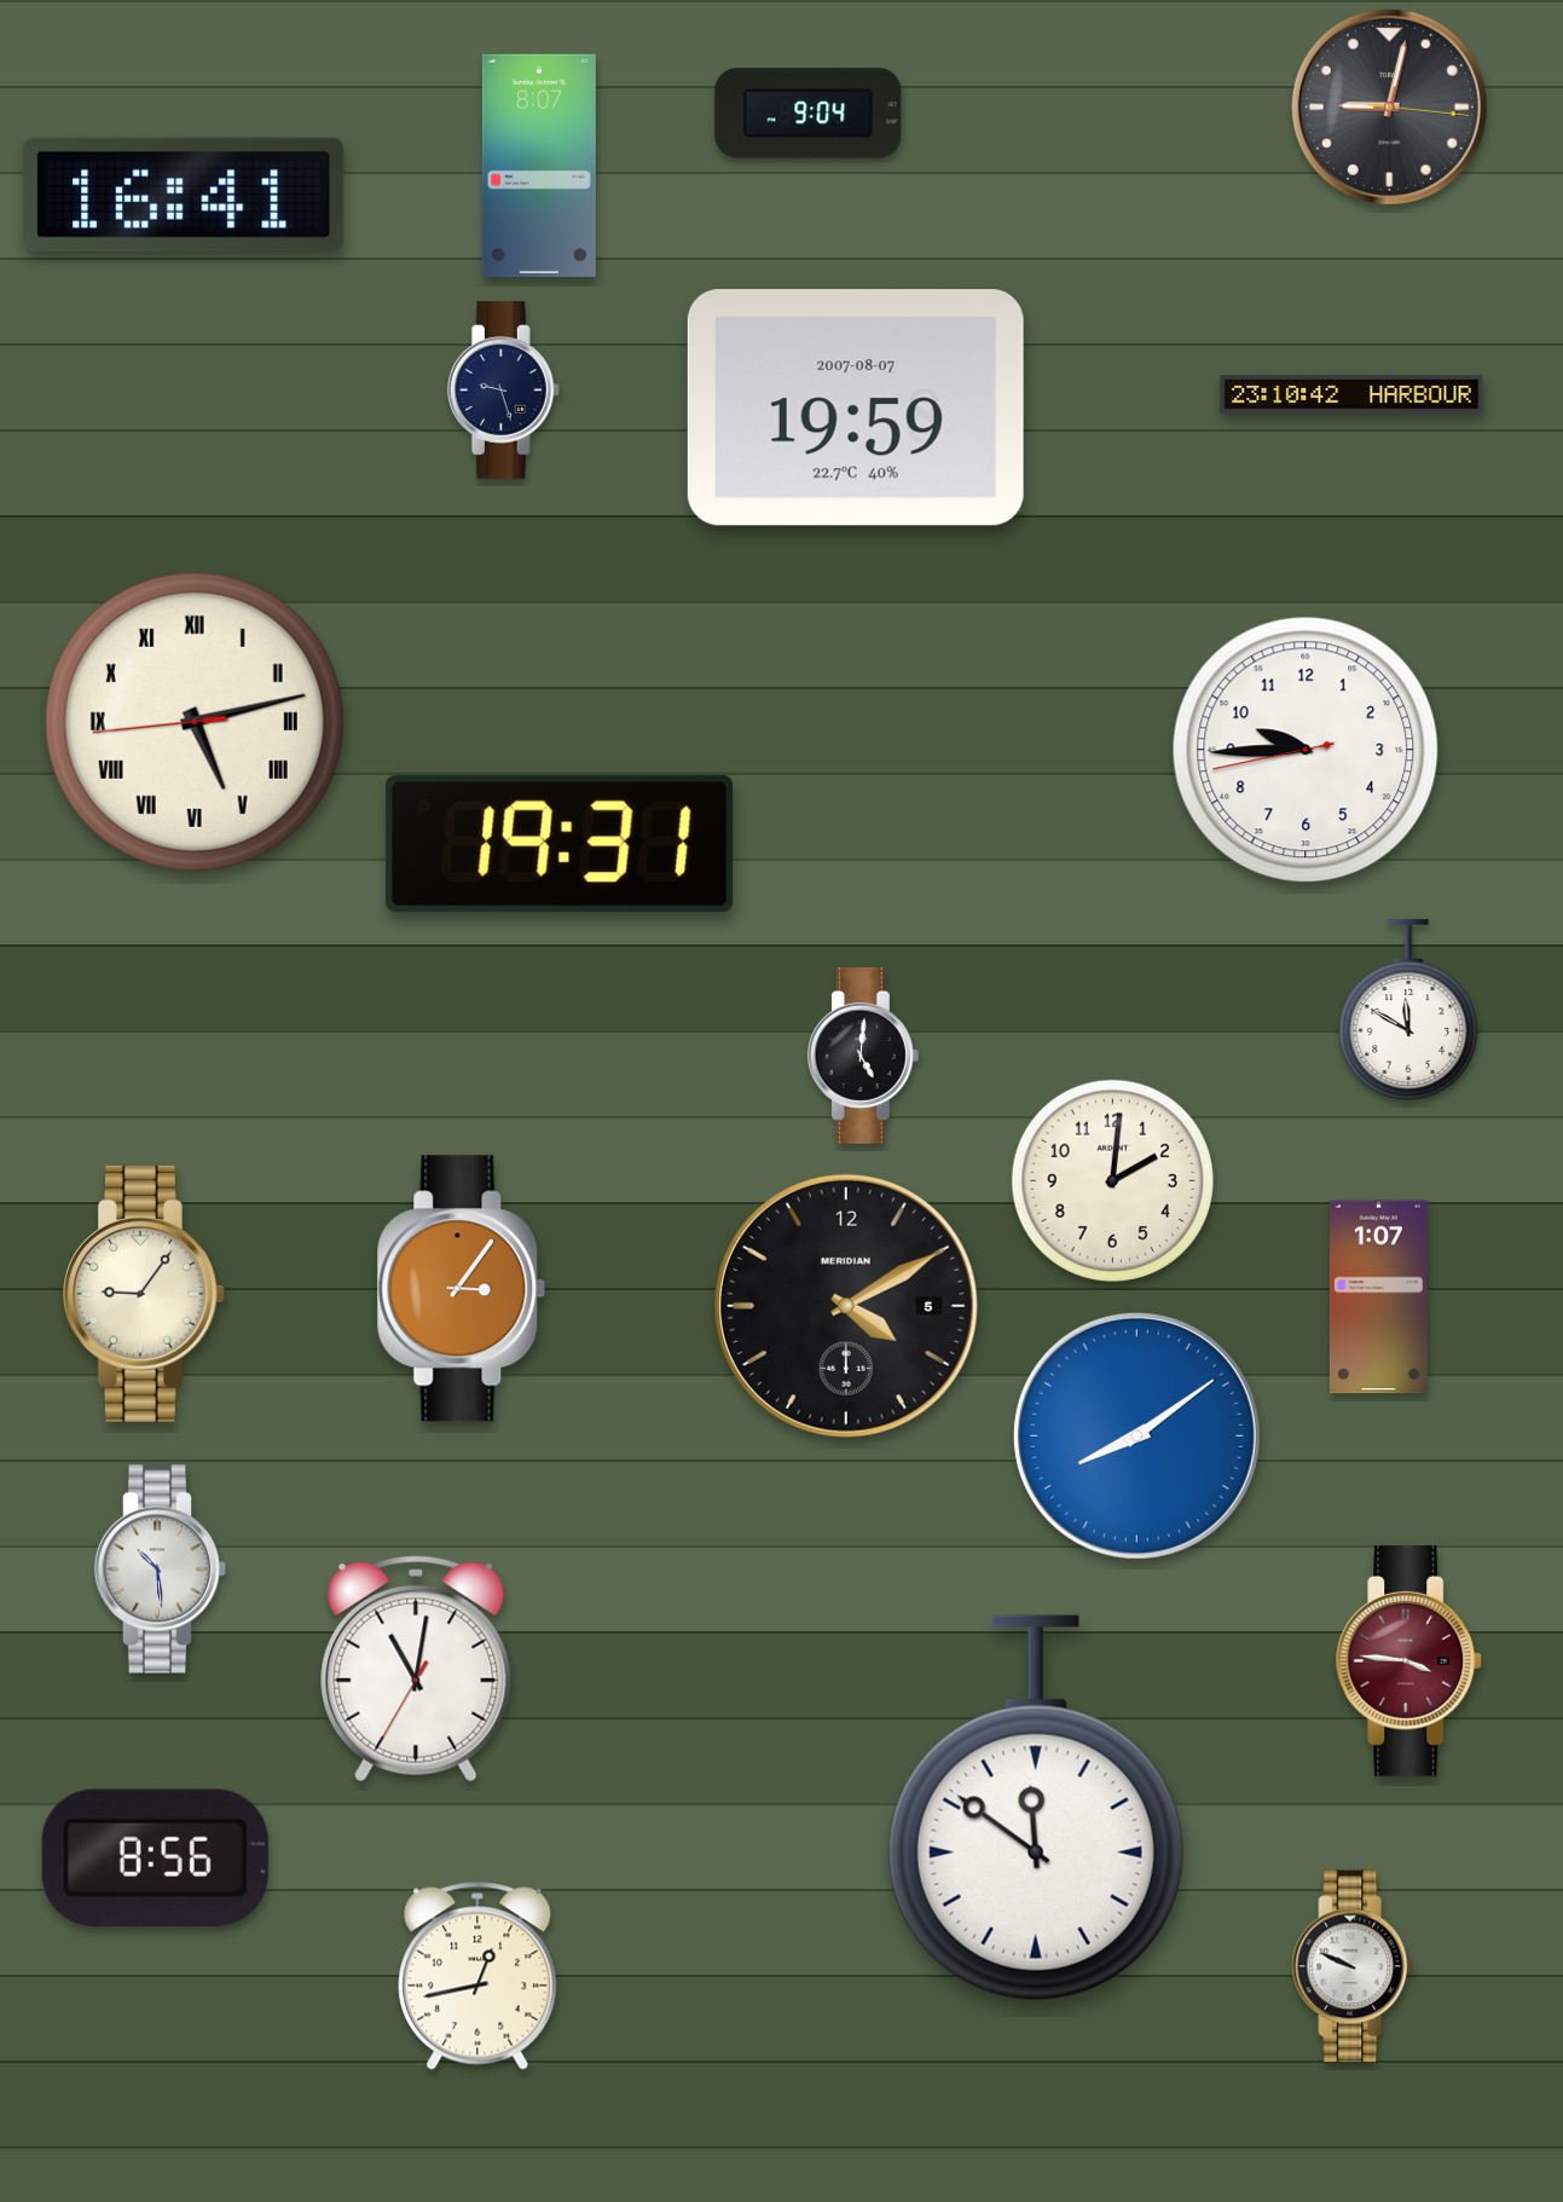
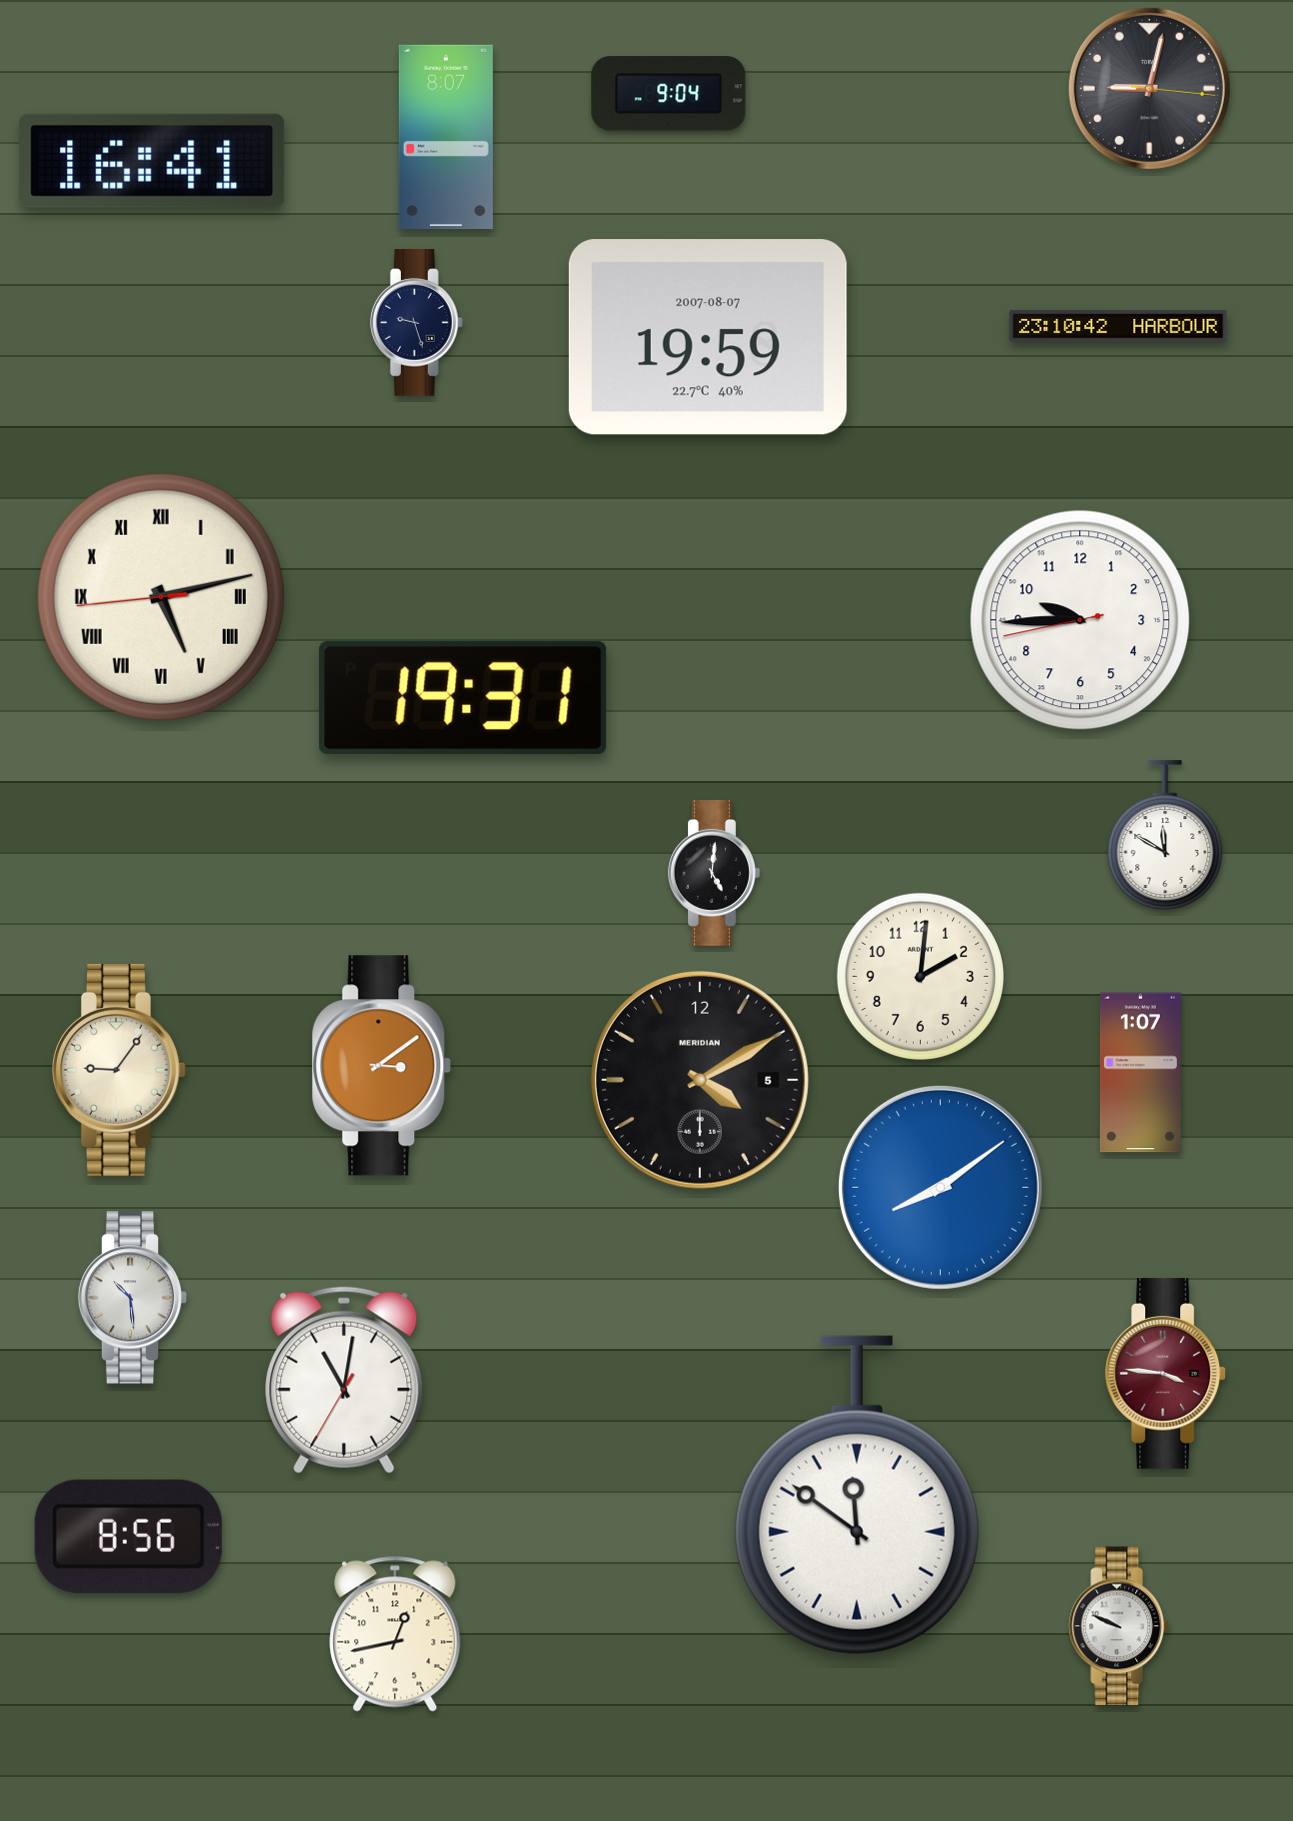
clock at (462, 1289): 3:06 -> 3:09
